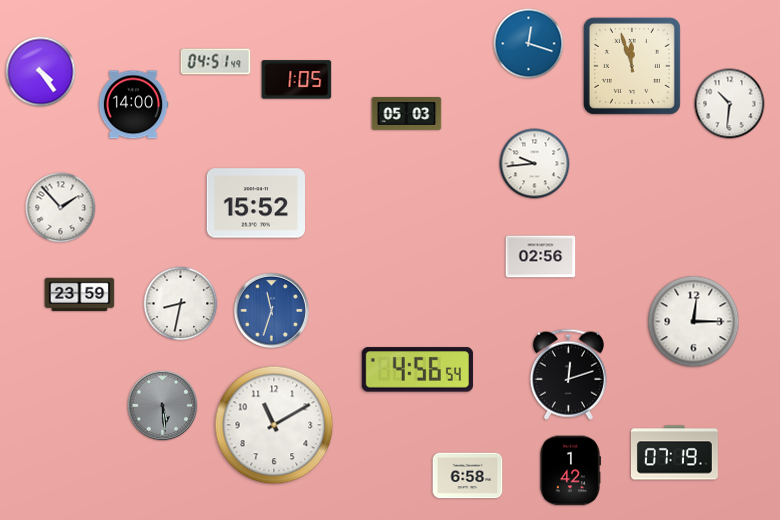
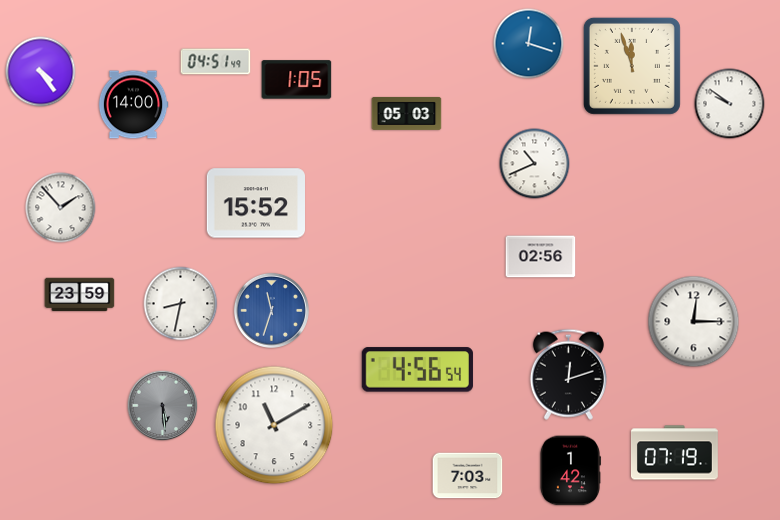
clock at (730, 104): 10:31 -> 9:51
clock at (535, 164): 9:44 -> 10:41
clock at (468, 476): 6:58 -> 7:03
